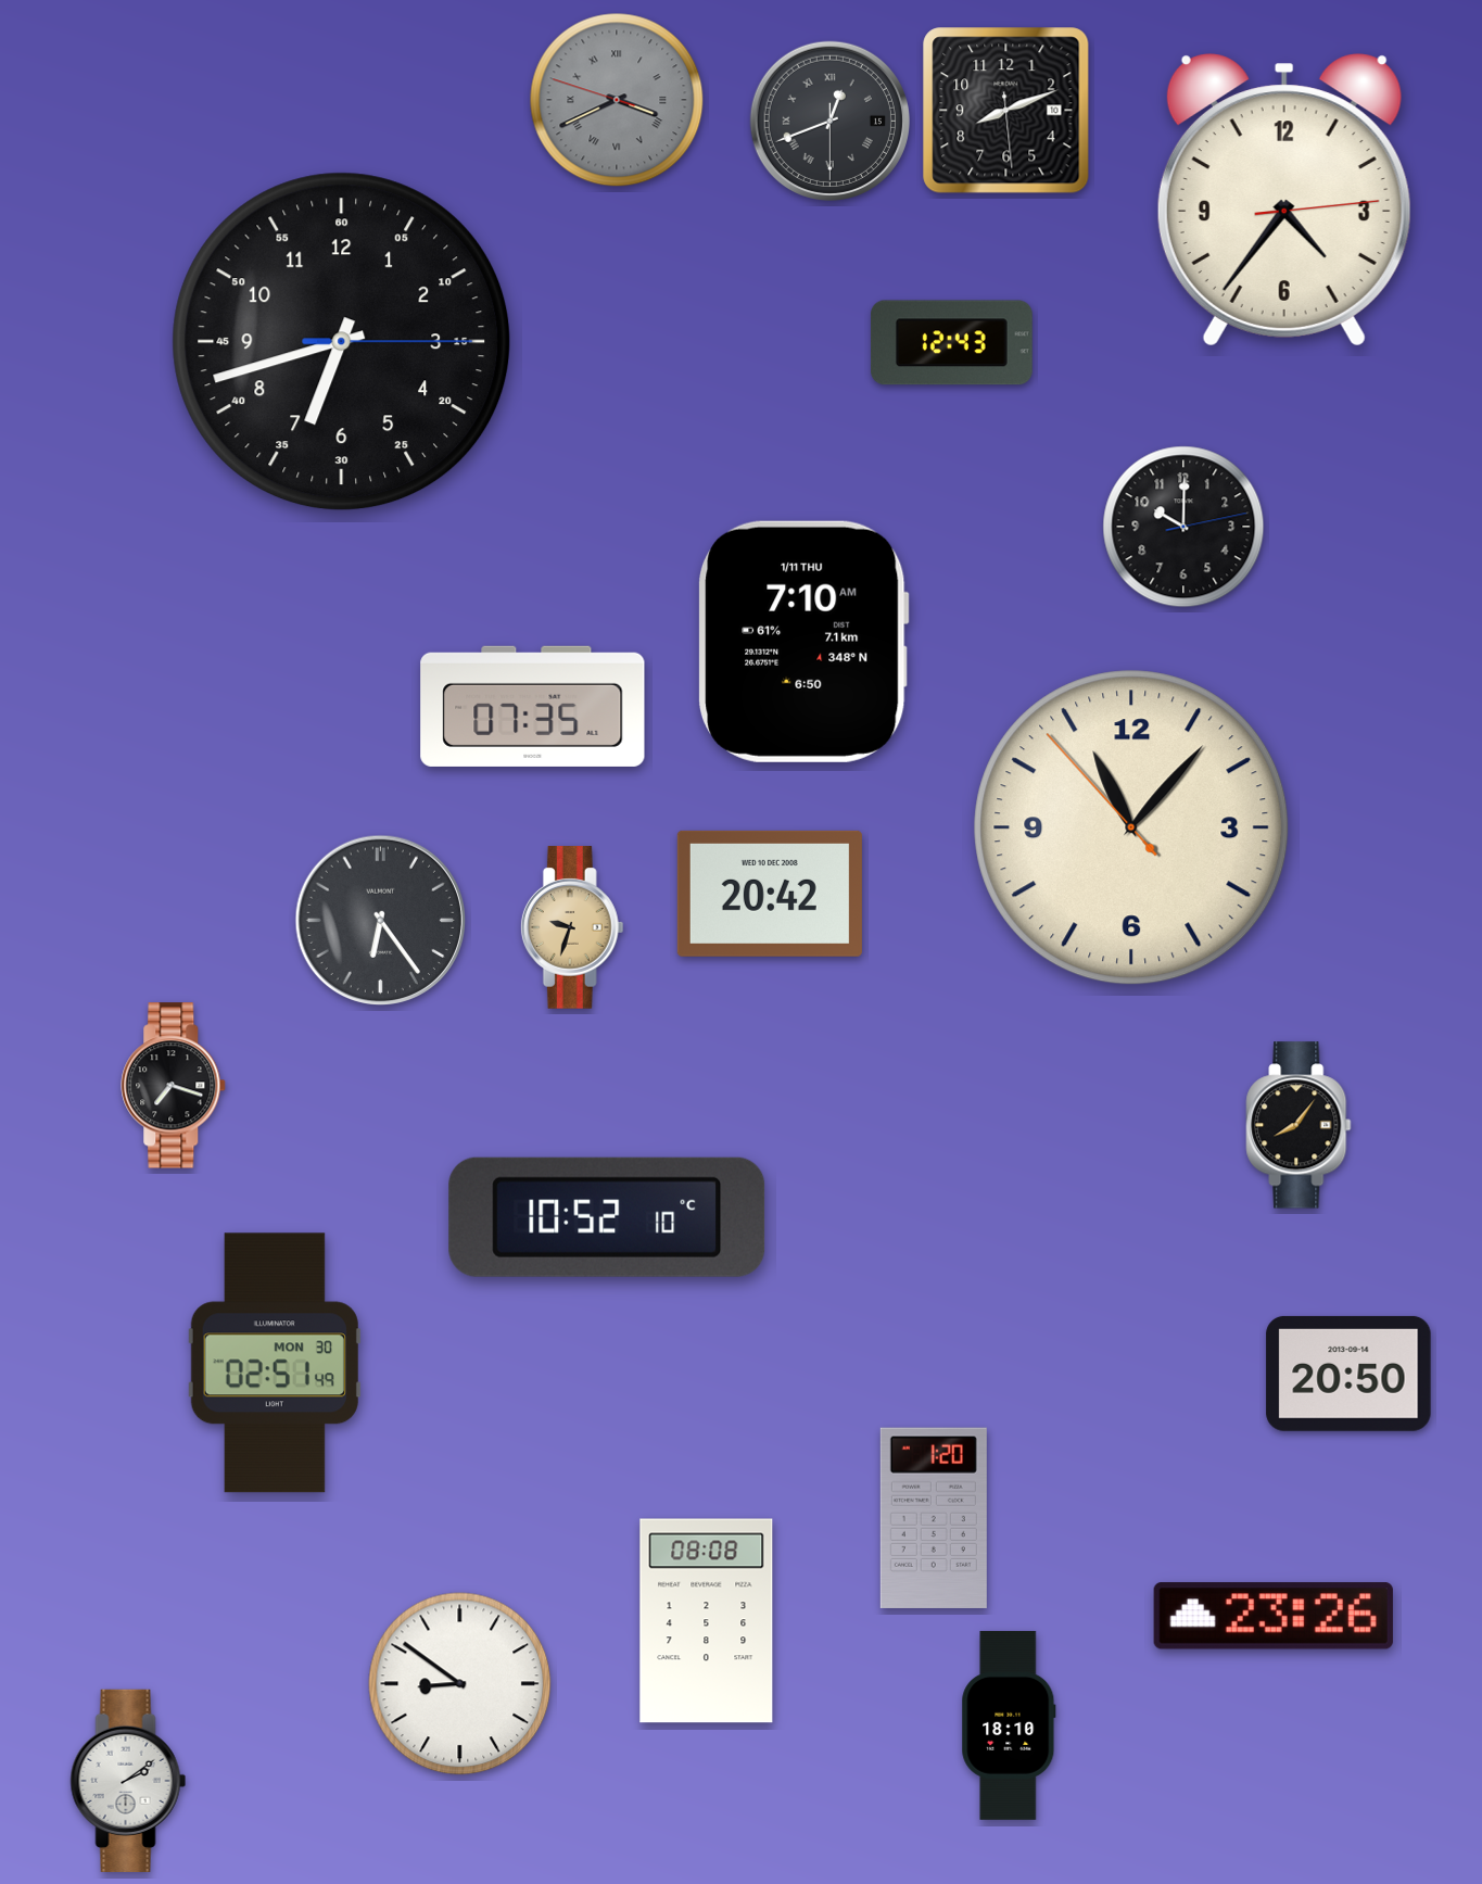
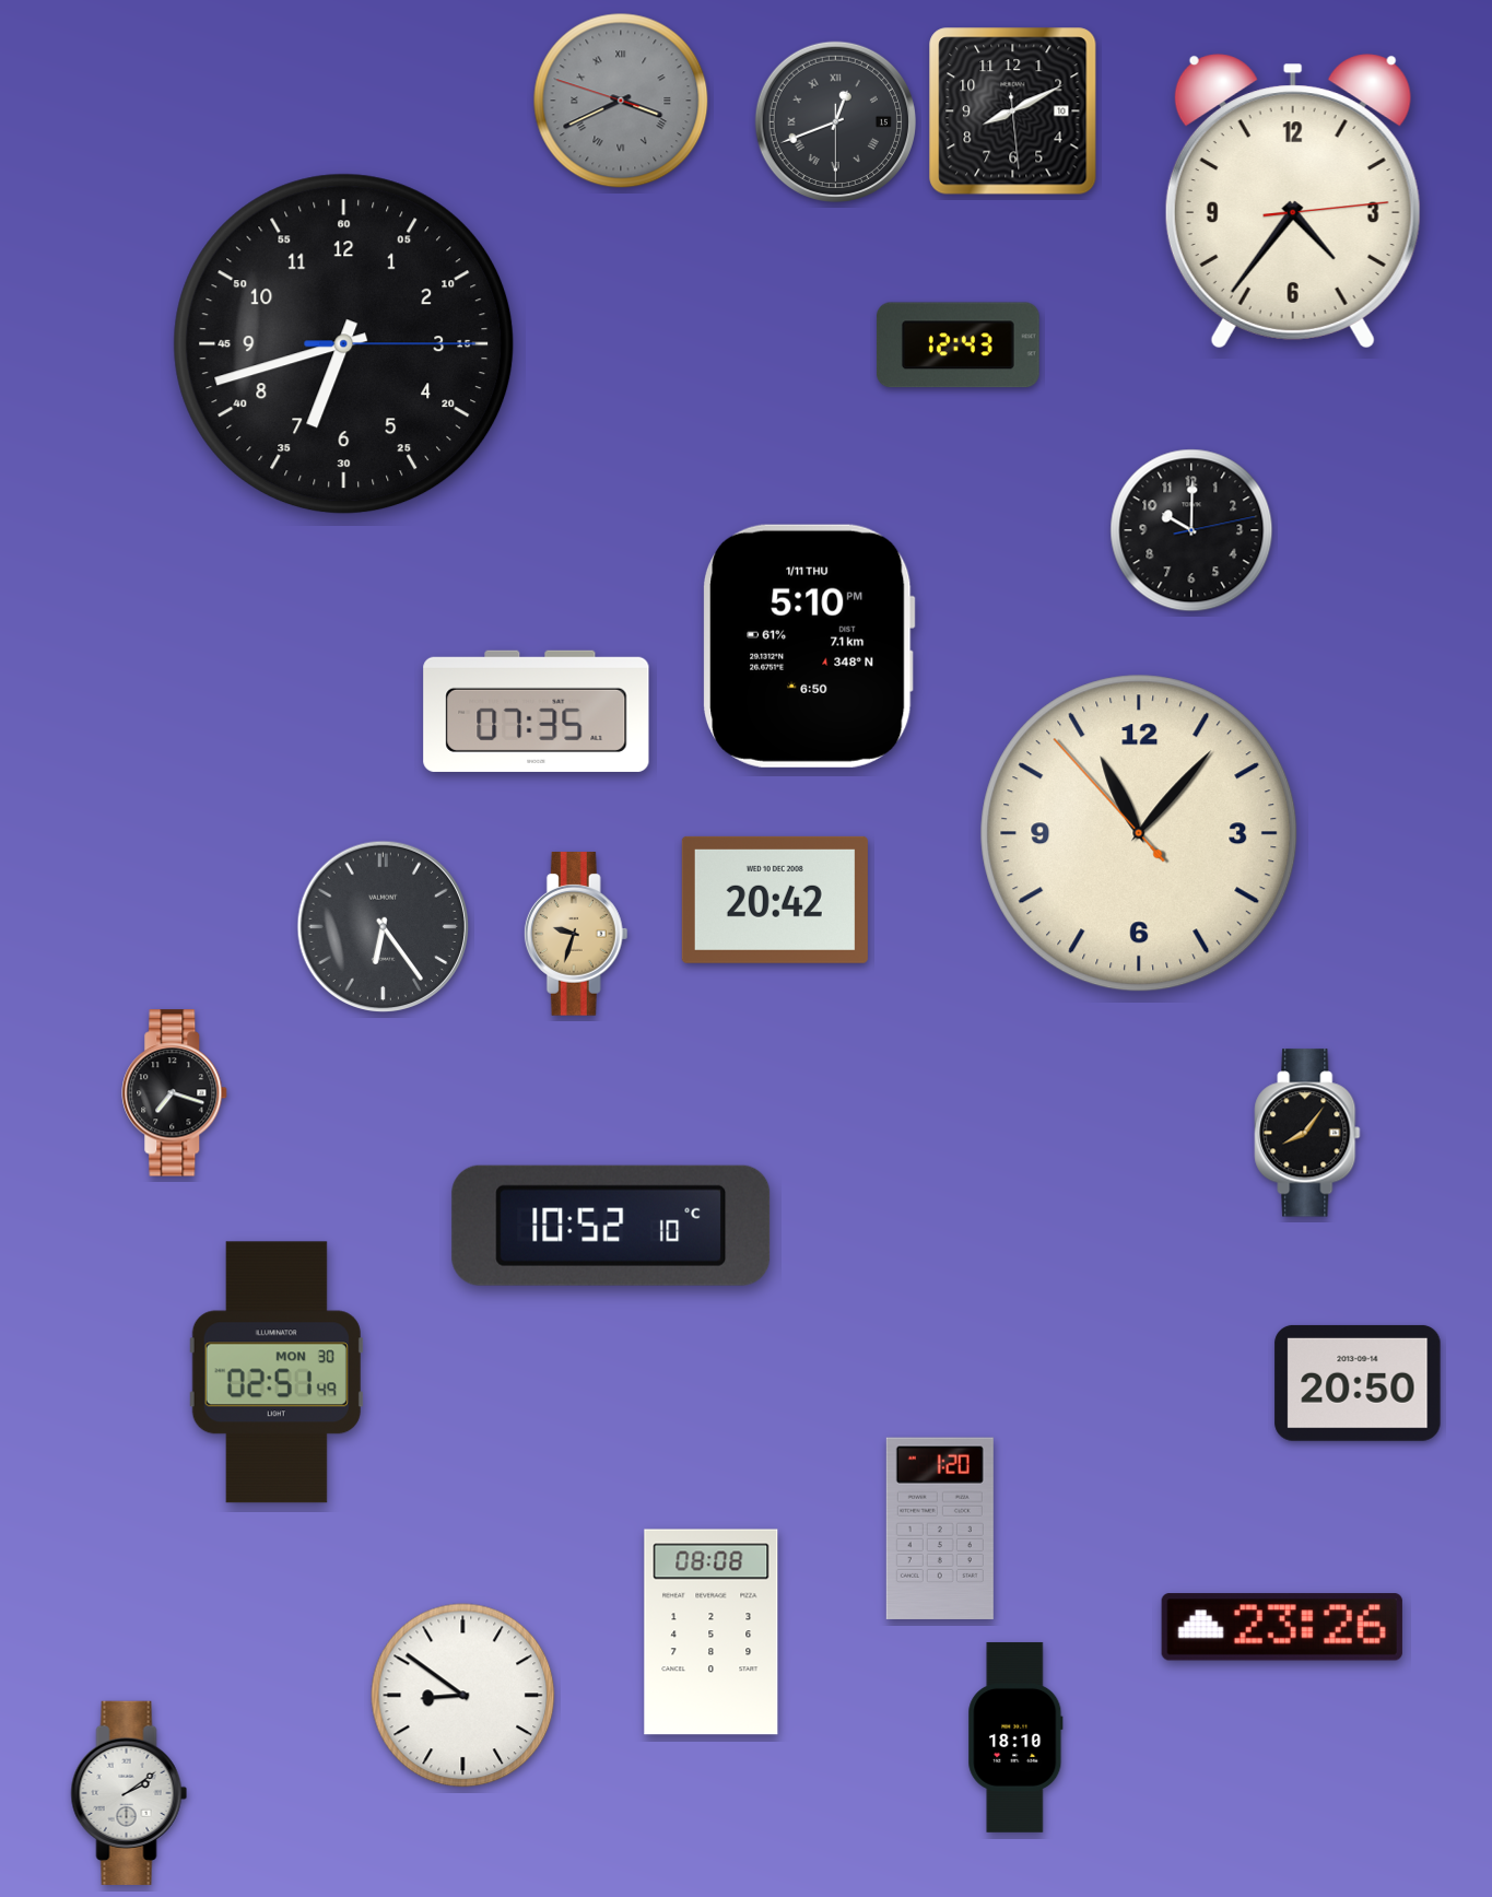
clock at (1006, 111): 8:11 -> 8:10
clock at (803, 642): 7:10 -> 5:10
